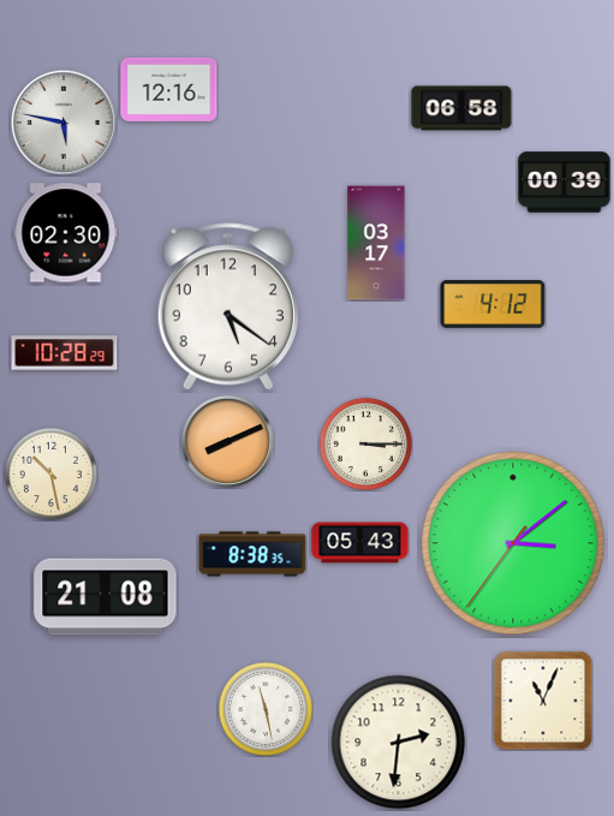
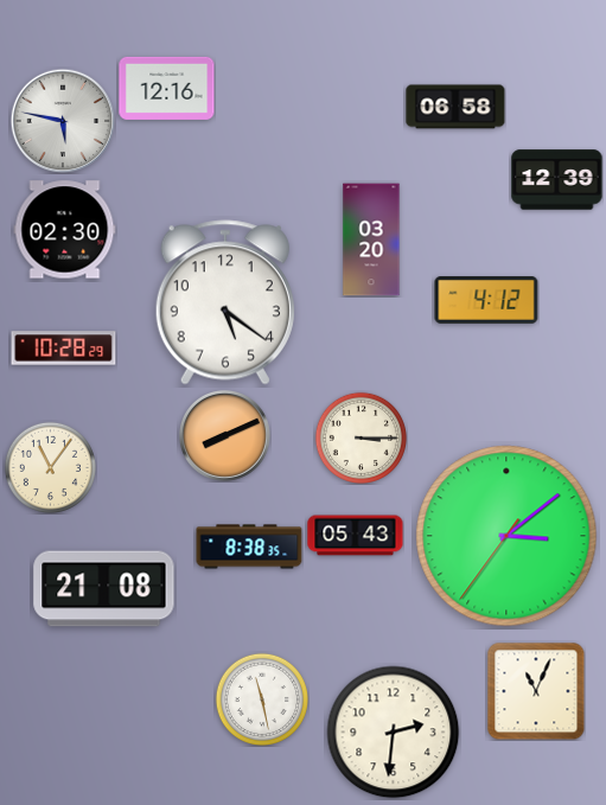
clock at (565, 183): 00:39 -> 12:39
clock at (376, 243): 03:17 -> 03:20
clock at (50, 473): 10:28 -> 11:06
